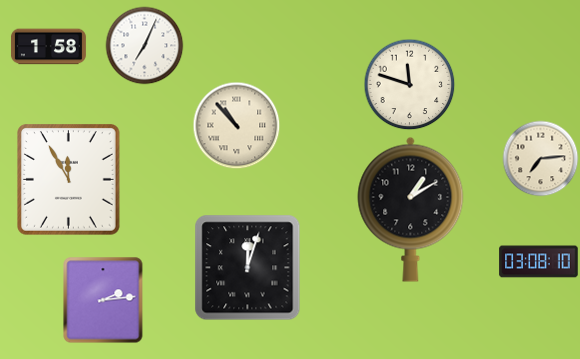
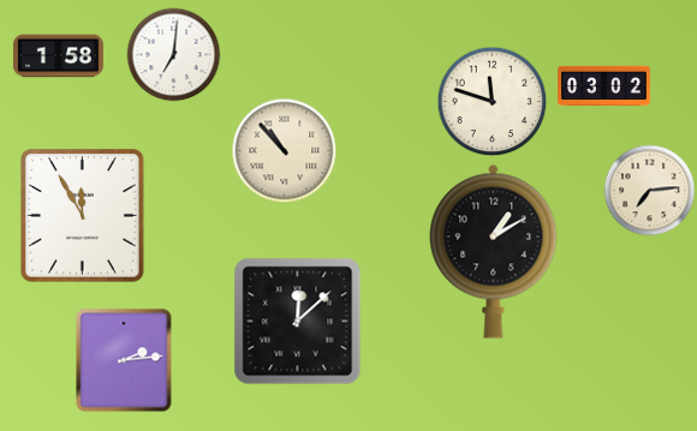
clock at (145, 46): 7:04 -> 7:01
clock at (604, 85): none -> 03:02
clock at (539, 262): 03:08 -> none
clock at (248, 268): 12:03 -> 12:08
